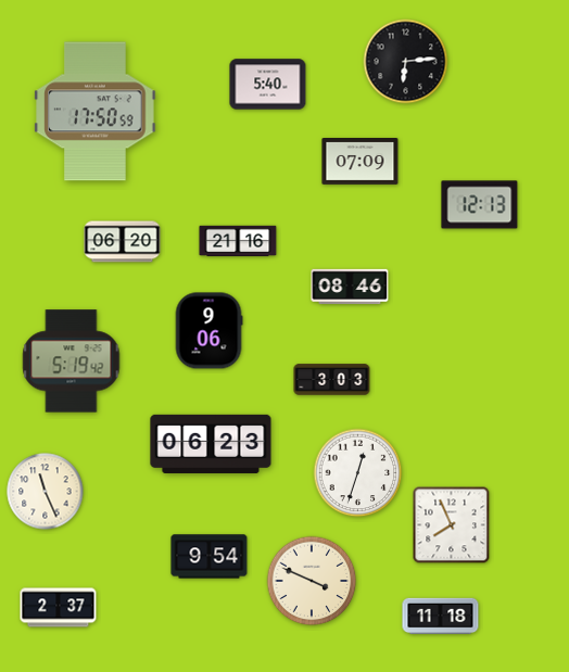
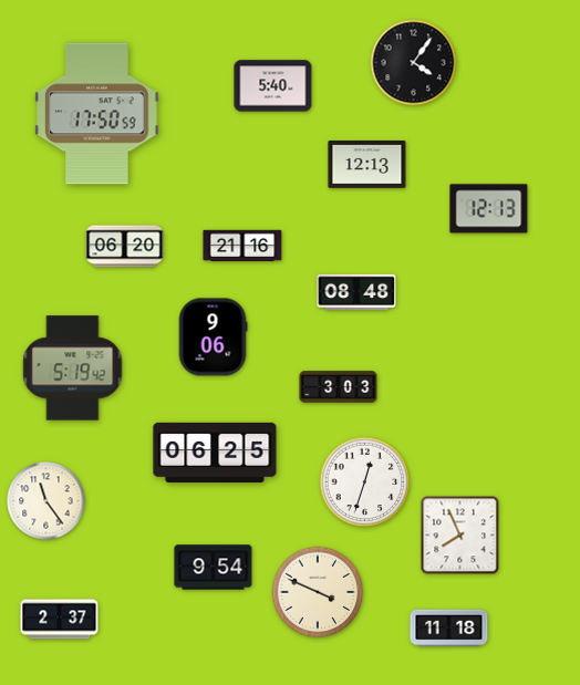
clock at (406, 62): 6:14 -> 4:06
clock at (361, 162): 07:09 -> 12:13
clock at (350, 286): 08:46 -> 08:48
clock at (211, 444): 06:23 -> 06:25
clock at (46, 492): 11:26 -> 11:24
